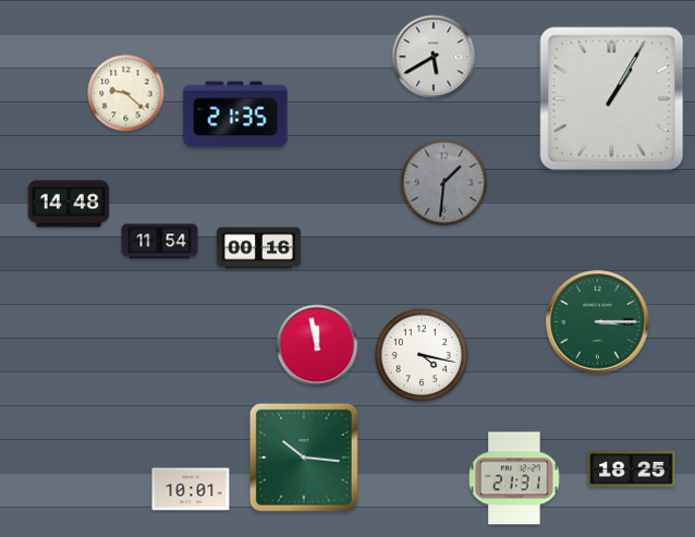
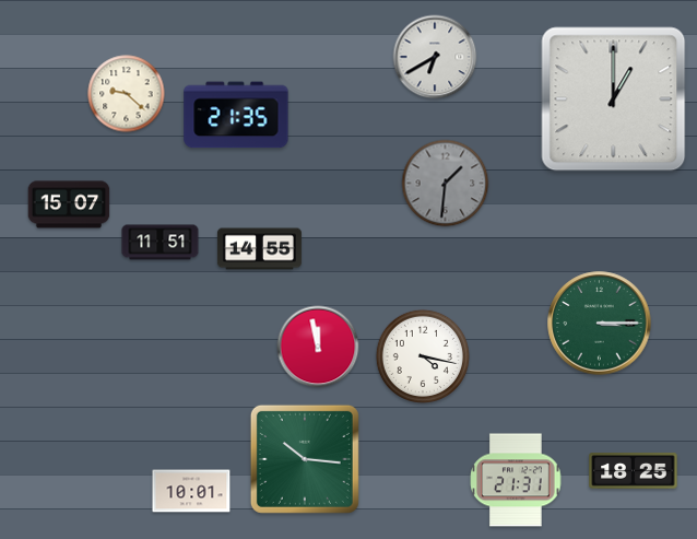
clock at (434, 57): 5:40 -> 6:40
clock at (612, 99): 1:05 -> 1:00
clock at (69, 204): 14:48 -> 15:07
clock at (160, 242): 11:54 -> 11:51
clock at (258, 248): 00:16 -> 14:55
